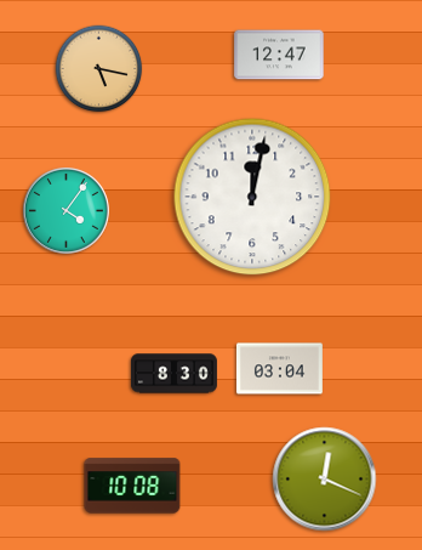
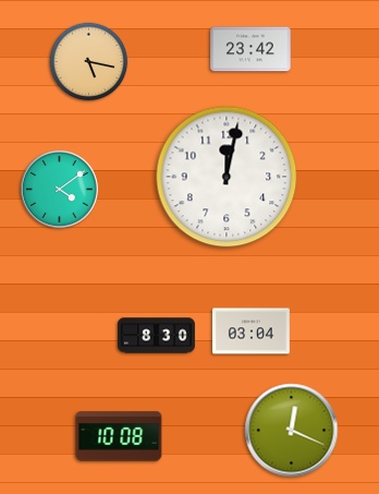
clock at (279, 55): 12:47 -> 23:42
clock at (65, 210): 4:06 -> 4:09
